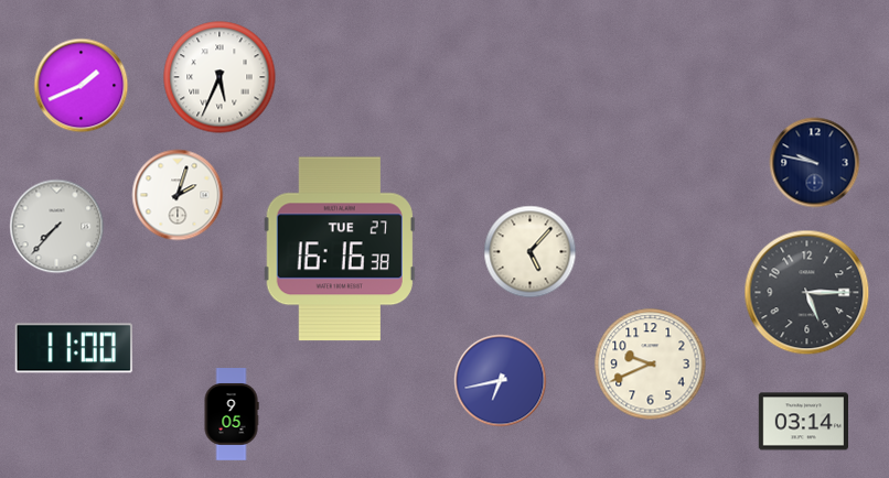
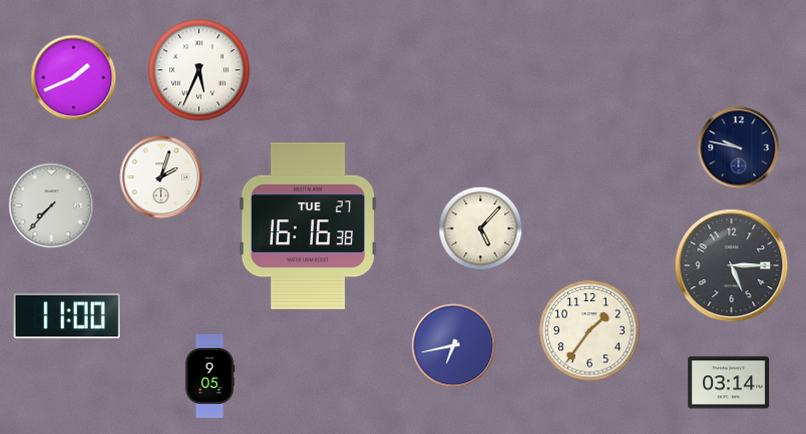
clock at (651, 365): 9:41 -> 1:36
